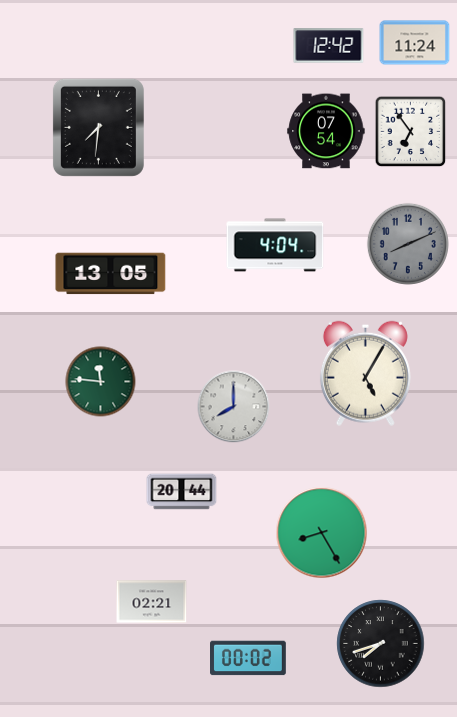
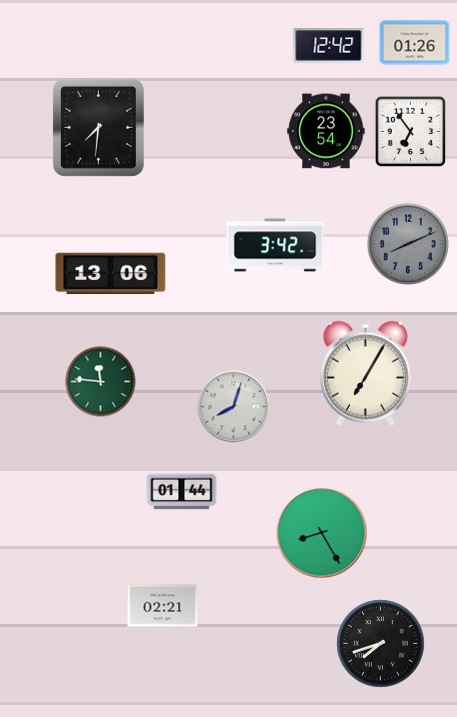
clock at (415, 43): 11:24 -> 01:26
clock at (326, 131): 07:54 -> 23:54
clock at (275, 245): 4:04 -> 3:42
clock at (111, 274): 13:05 -> 13:06
clock at (365, 373): 5:05 -> 7:05
clock at (234, 407): 8:00 -> 8:03
clock at (182, 492): 20:44 -> 01:44
clock at (152, 602) position: (152, 602) -> (163, 606)
clock at (249, 658): 00:02 -> none
